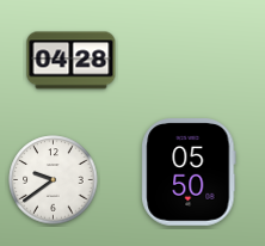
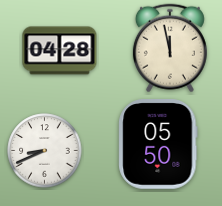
clock at (170, 48): none -> 11:58
clock at (54, 180): 9:39 -> 8:41
